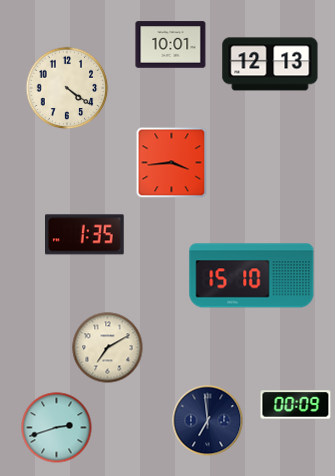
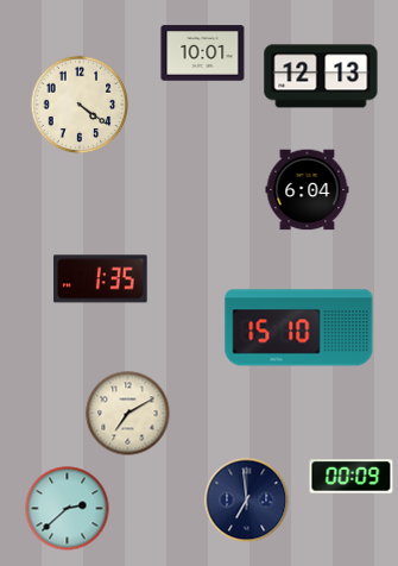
clock at (308, 190): none -> 6:04
clock at (172, 163): 3:44 -> none
clock at (296, 405) position: (296, 405) -> (352, 477)
clock at (57, 428): 2:42 -> 2:38
